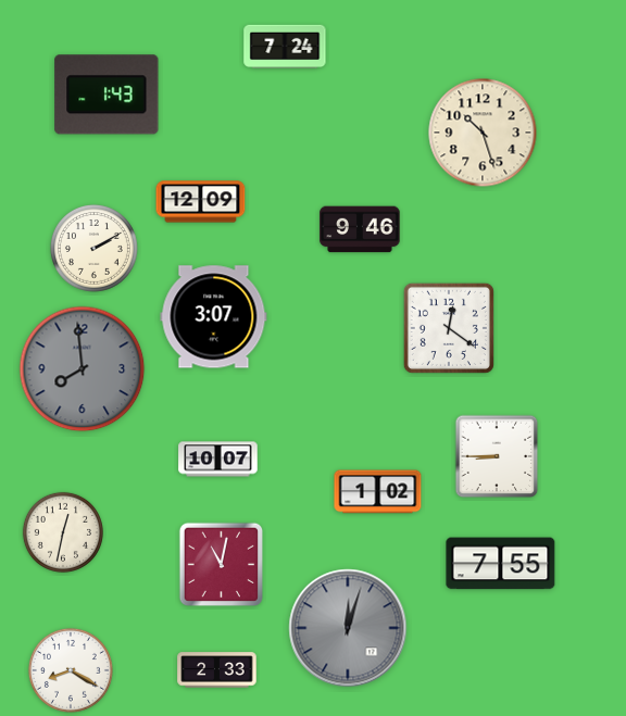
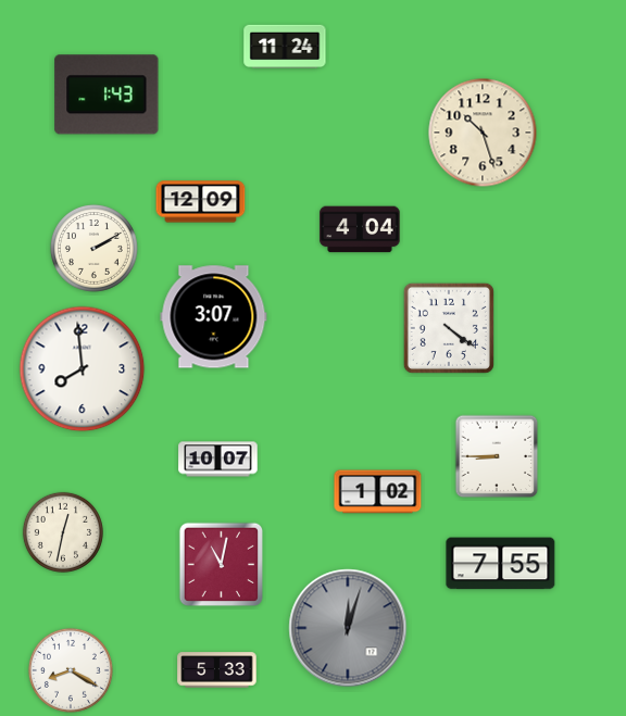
clock at (285, 46): 7:24 -> 11:24
clock at (360, 229): 9:46 -> 4:04
clock at (449, 328): 12:21 -> 4:21
clock at (83, 369) dial: grey -> white
clock at (217, 670): 2:33 -> 5:33
